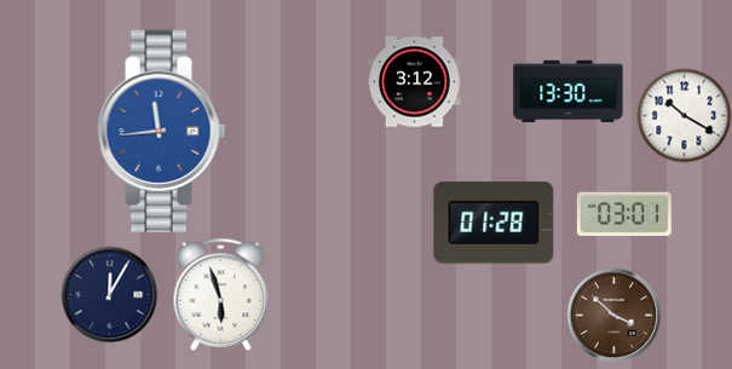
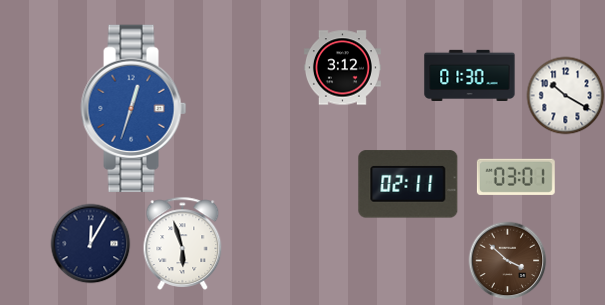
clock at (569, 91): 13:30 -> 01:30
clock at (162, 131): 11:44 -> 12:33
clock at (494, 223): 01:28 -> 02:11
